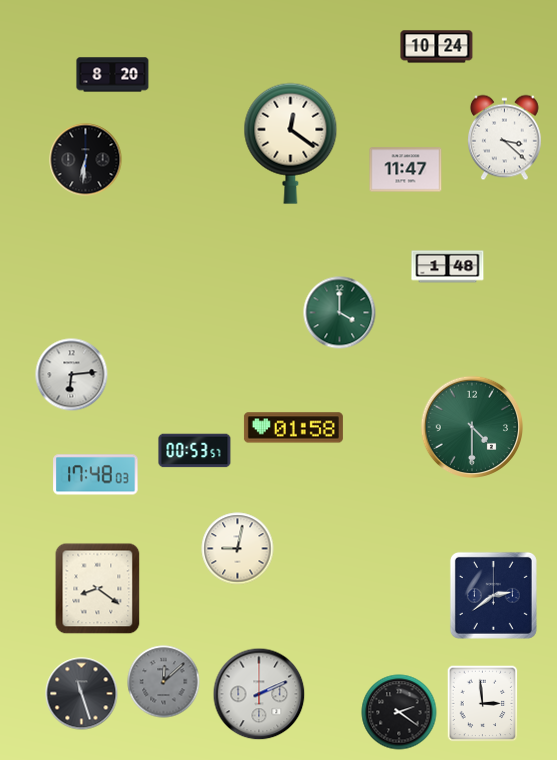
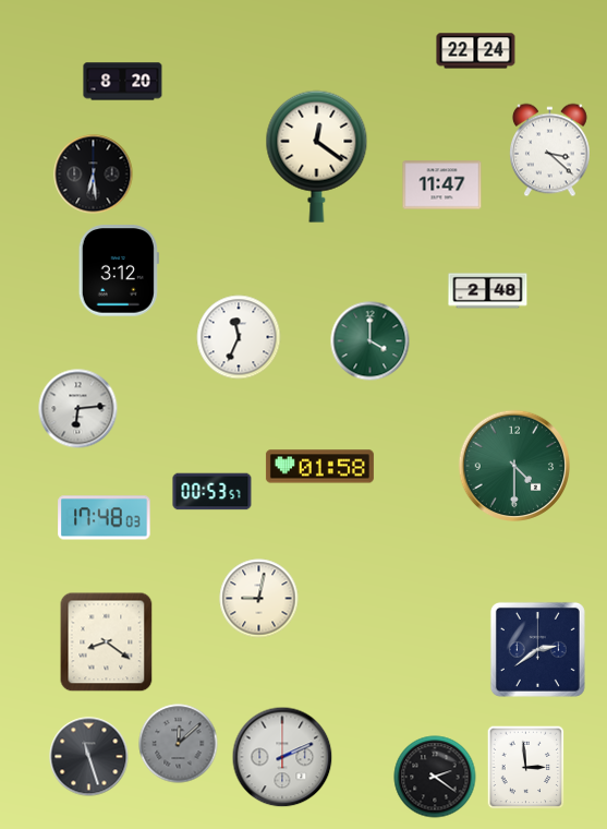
clock at (437, 47): 10:24 -> 22:24
clock at (86, 160): 6:31 -> 6:29
clock at (119, 271): none -> 3:12
clock at (448, 267): 1:48 -> 2:48
clock at (239, 337): none -> 11:34
